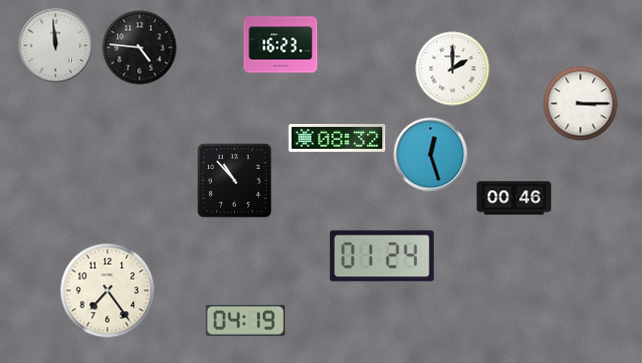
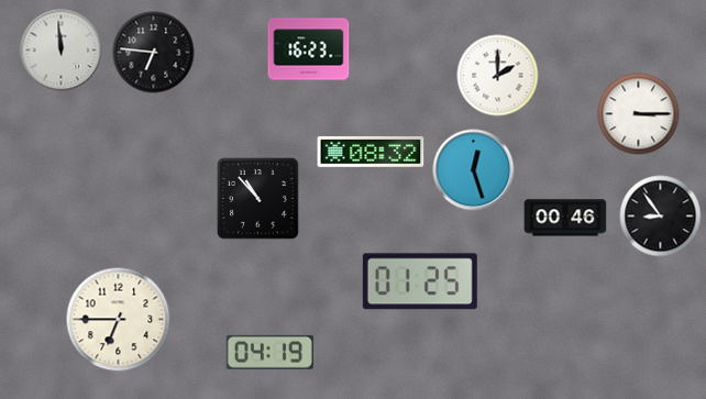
clock at (140, 48): 4:46 -> 6:46
clock at (661, 217): none -> 8:54
clock at (382, 256): 01:24 -> 01:25
clock at (108, 291): 7:24 -> 6:45
